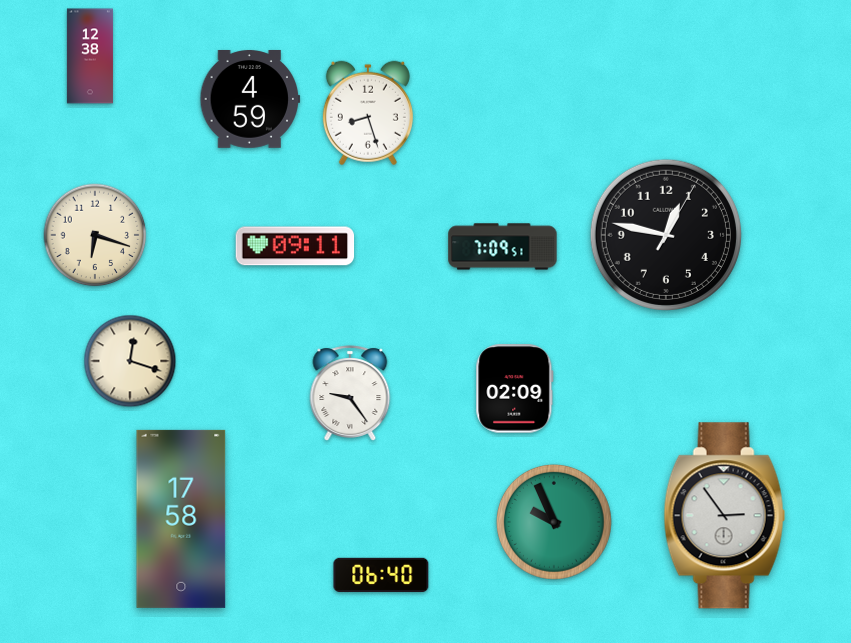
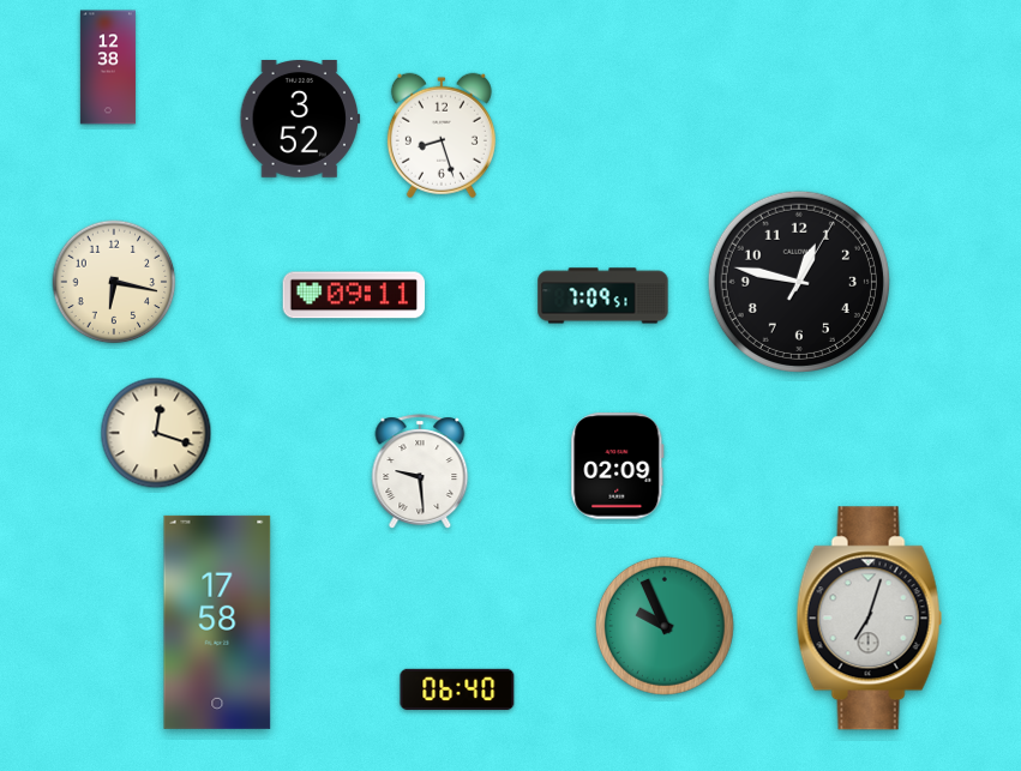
clock at (250, 100): 4:59 -> 3:52
clock at (95, 235): 6:18 -> 6:17
clock at (350, 393): 9:24 -> 9:29
clock at (725, 516): 2:54 -> 7:03
